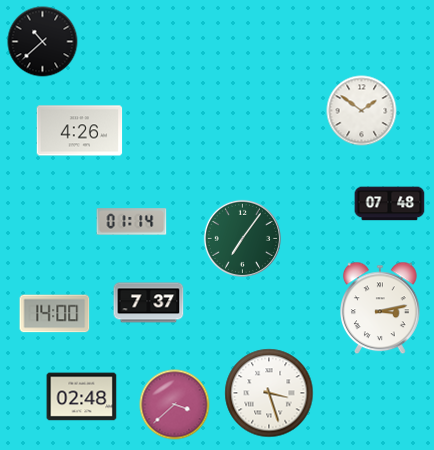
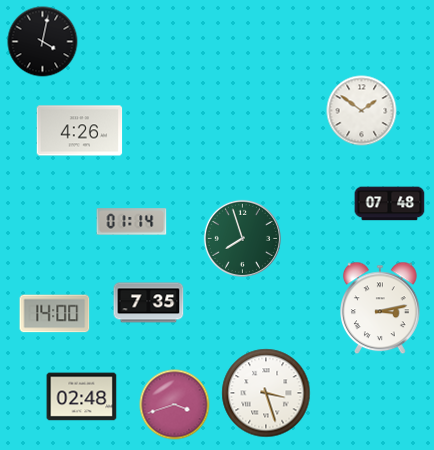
clock at (43, 42): 10:38 -> 4:02
clock at (242, 238): 7:06 -> 7:57
clock at (149, 303): 7:37 -> 7:35
clock at (269, 393) position: (269, 393) -> (266, 393)
clock at (175, 405): 3:38 -> 3:42
